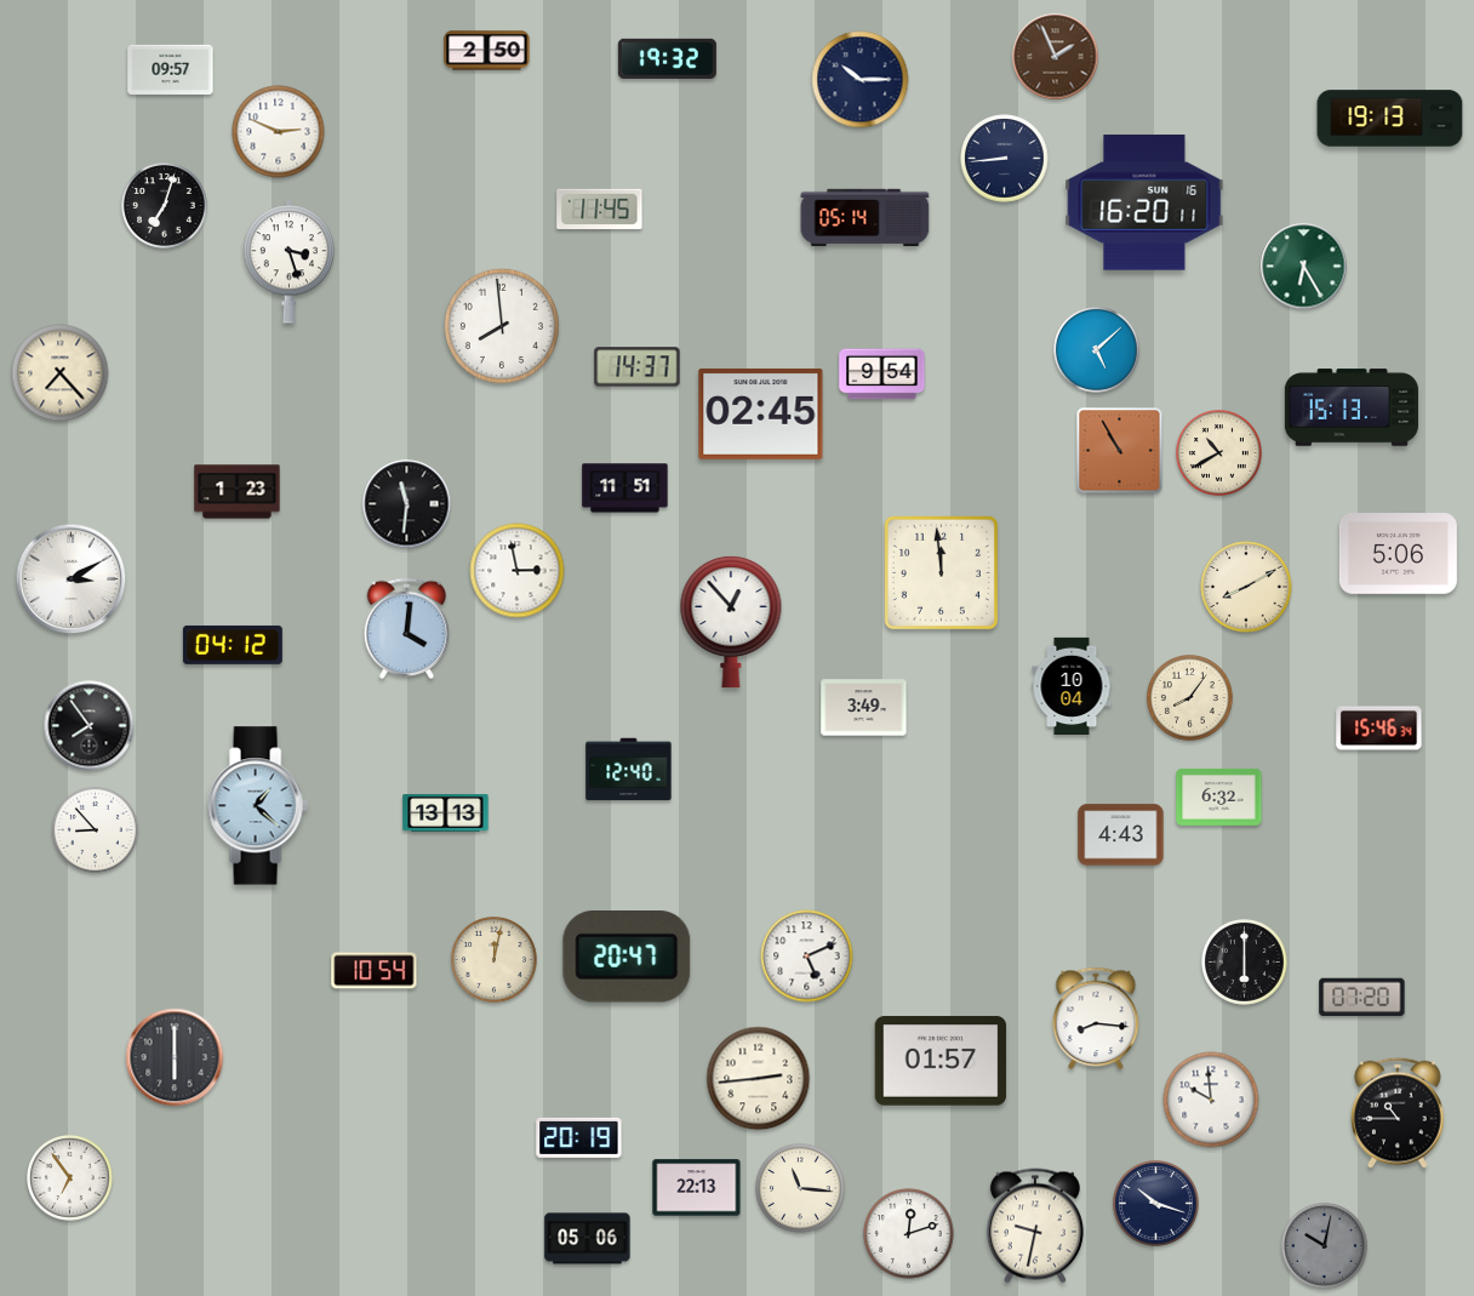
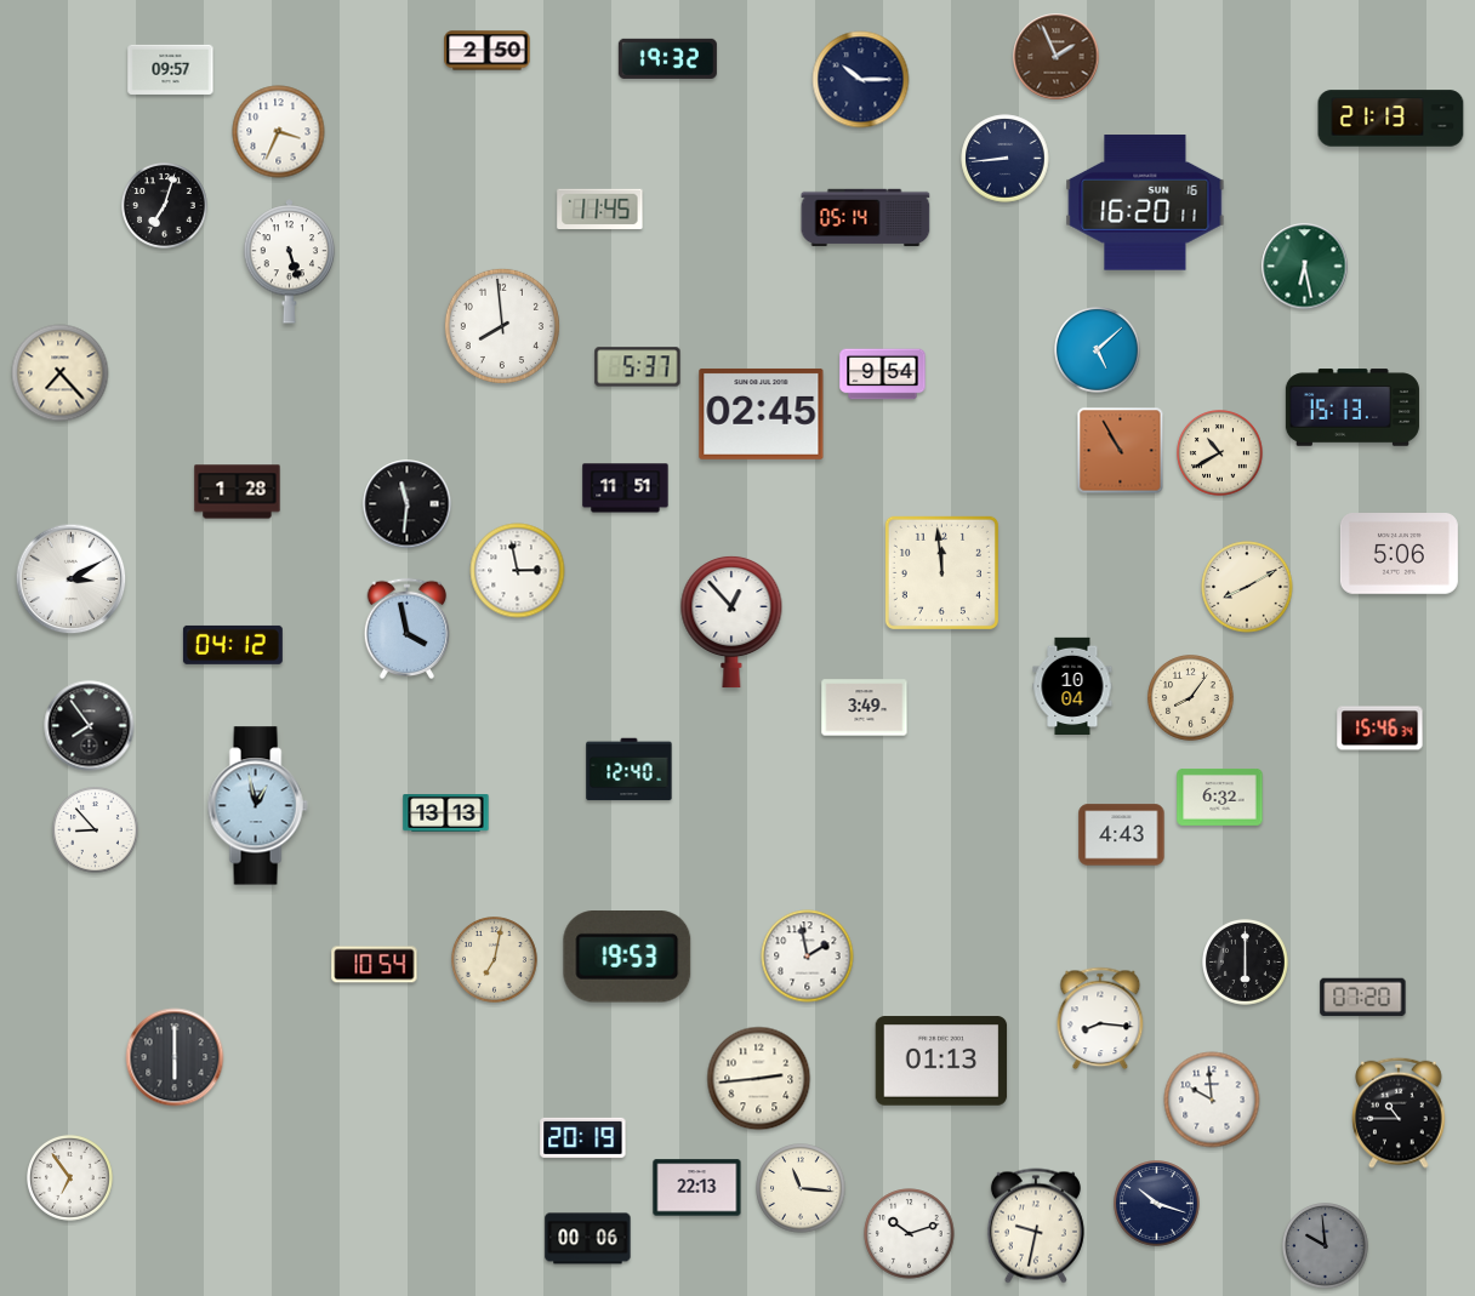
clock at (1390, 119): 19:13 -> 21:13
clock at (279, 132): 2:49 -> 3:34
clock at (290, 262): 3:27 -> 5:27
clock at (1304, 267): 6:25 -> 6:28
clock at (638, 367): 14:37 -> 5:37
clock at (238, 492): 1:23 -> 1:28
clock at (407, 629): 4:01 -> 3:58
clock at (257, 806): 1:22 -> 12:58
clock at (807, 957): 5:11 -> 1:58
clock at (627, 958): 20:47 -> 19:53
clock at (495, 960): 12:02 -> 7:02
clock at (375, 971) position: (375, 971) -> (375, 965)
clock at (1096, 1018) position: (1096, 1018) -> (1100, 1018)
clock at (941, 1061): 01:57 -> 01:13
clock at (579, 1137) position: (579, 1137) -> (583, 1137)
clock at (909, 1234): 12:12 -> 10:12
clock at (588, 1239): 05:06 -> 00:06
clock at (1325, 1246): 10:02 -> 9:59
